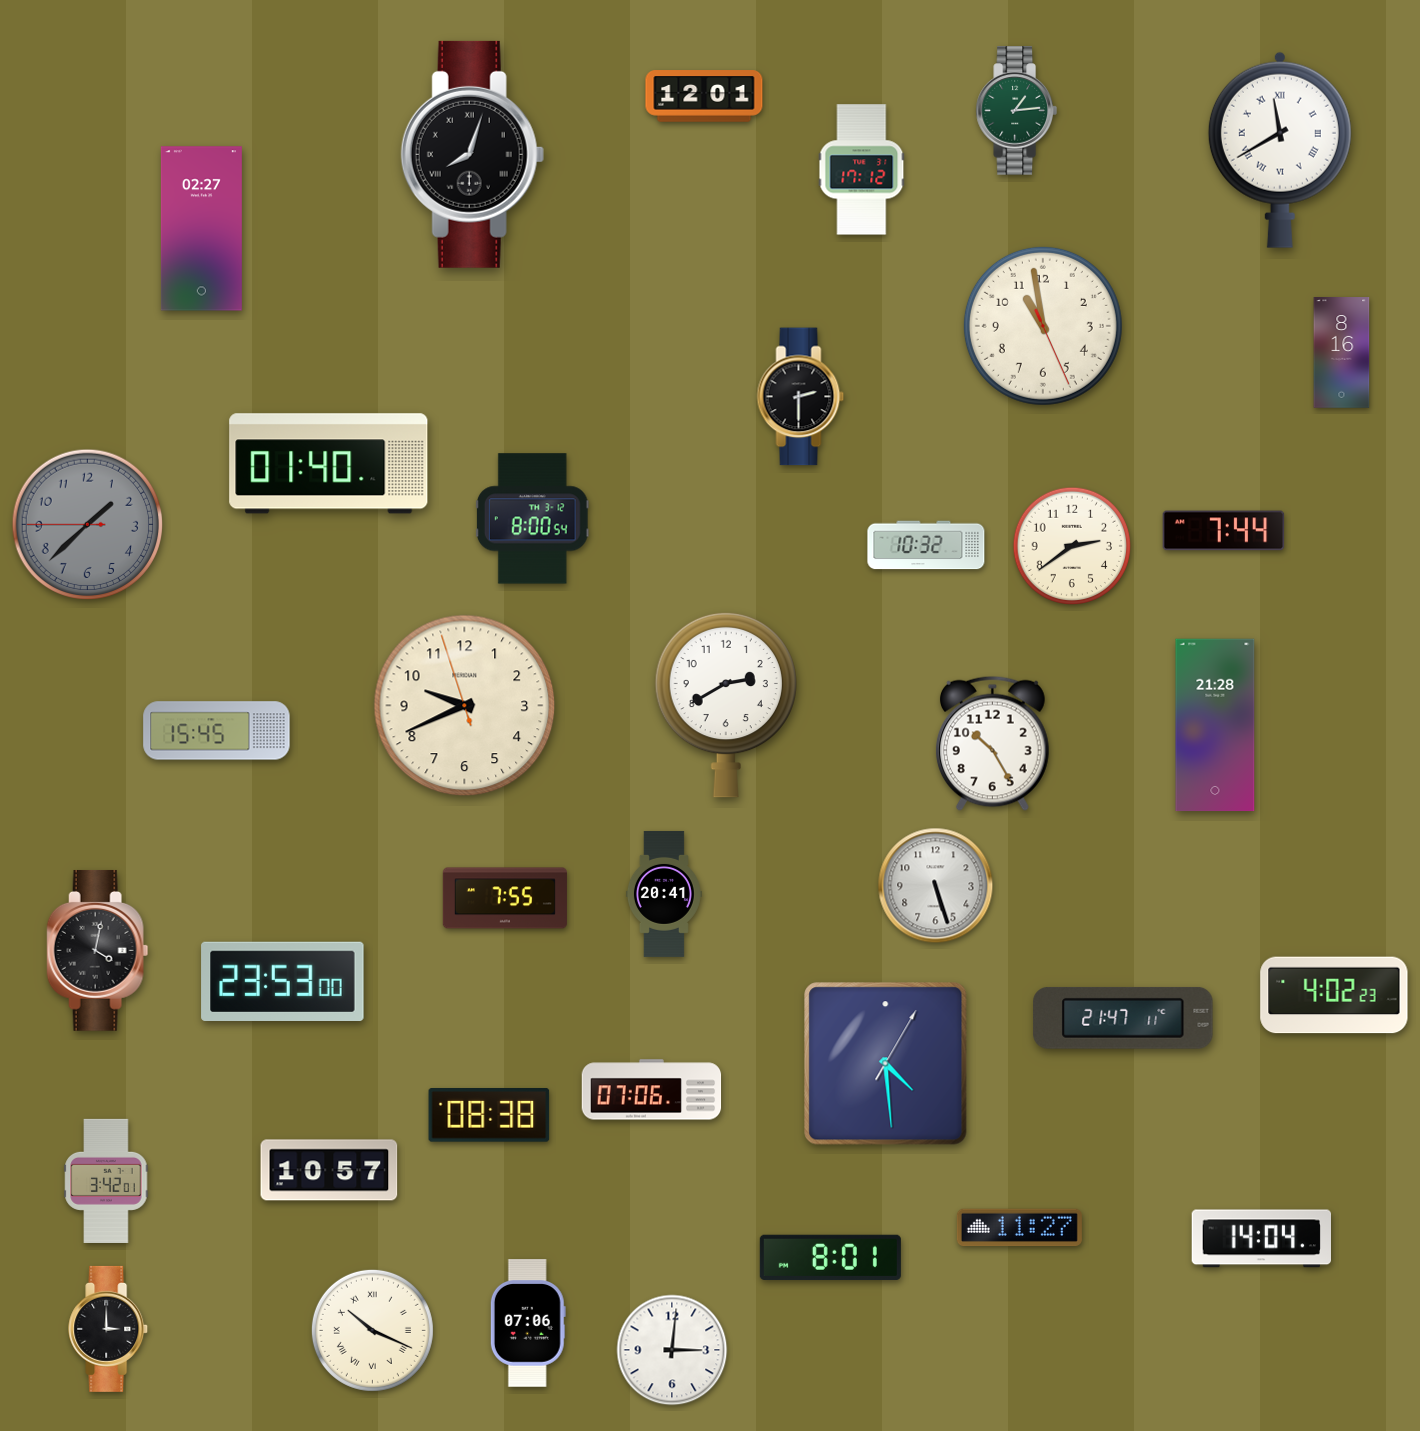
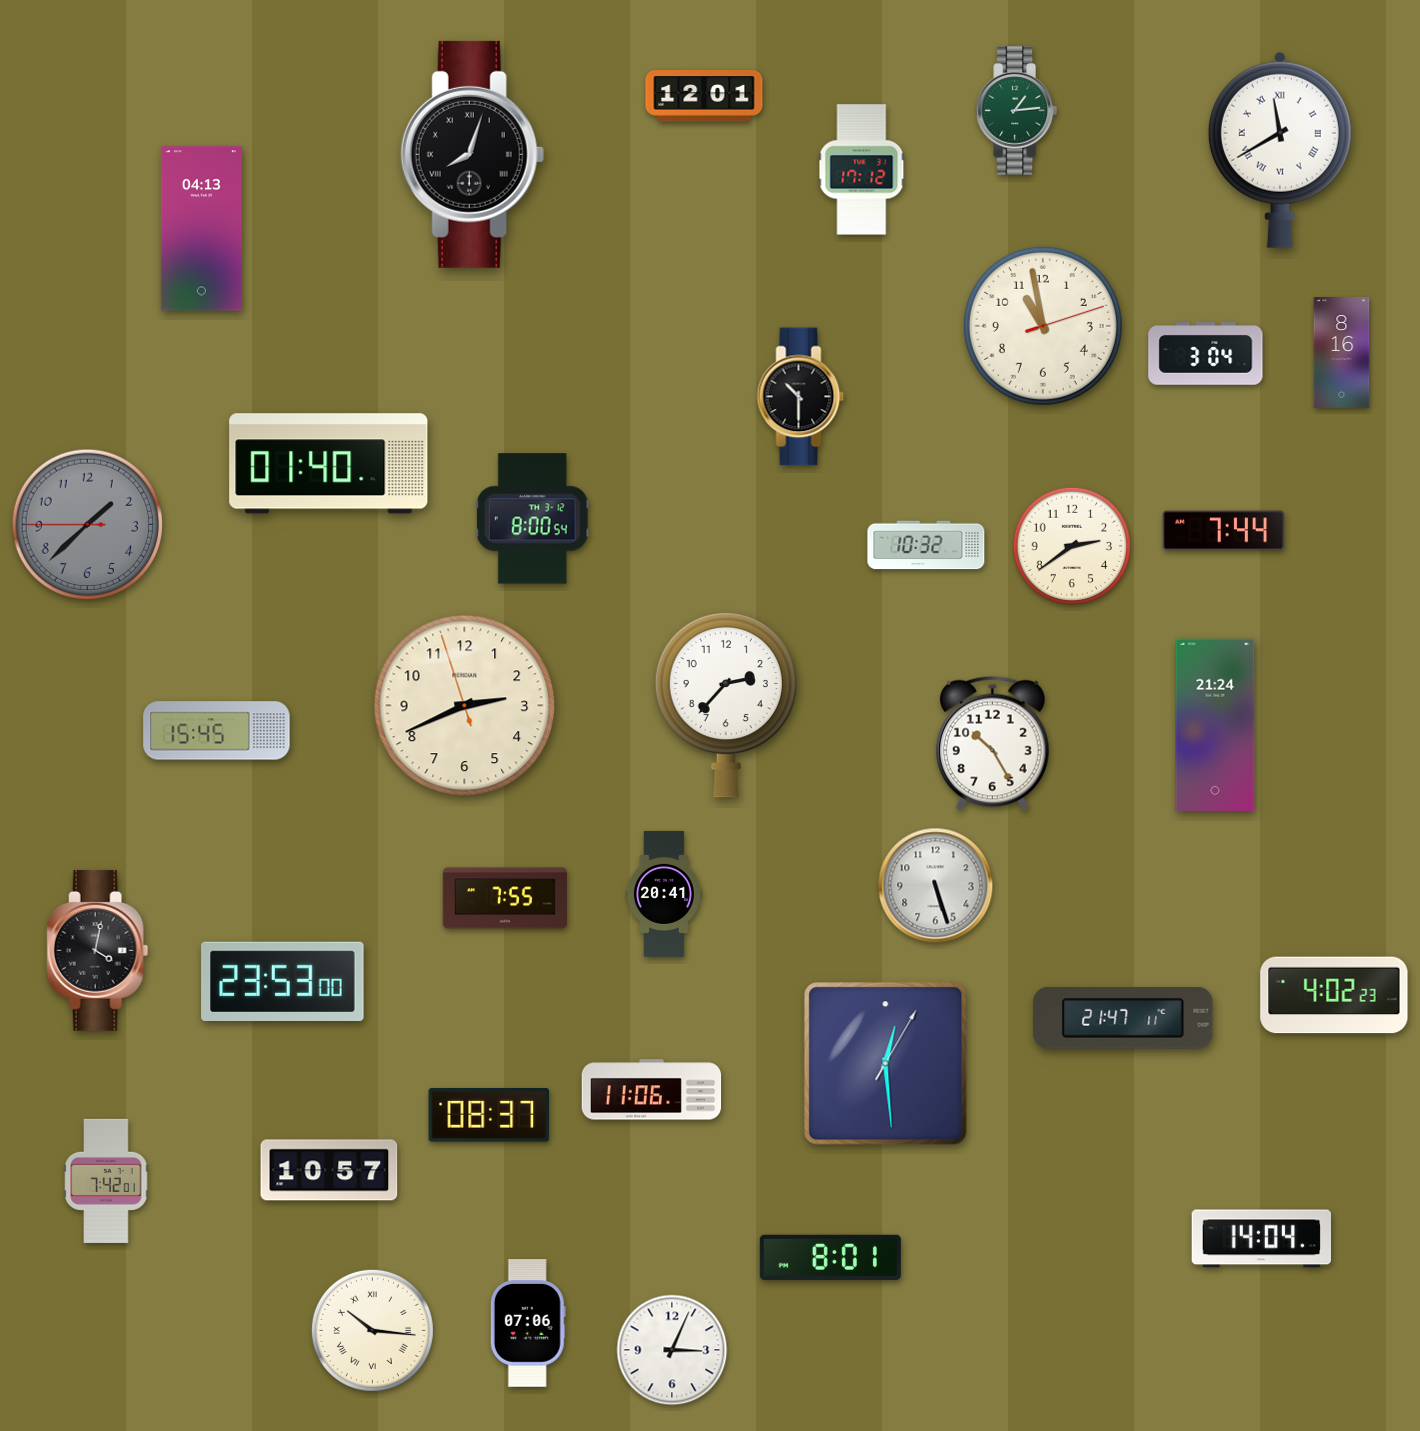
clock at (201, 229): 02:27 -> 04:13
clock at (1043, 326): 10:58:26 -> 10:58:12
clock at (1206, 354): none -> 3:04
clock at (801, 397): 2:30 -> 10:30
clock at (726, 705): 2:40 -> 2:37
clock at (465, 706): 9:40 -> 2:40
clock at (1215, 725): 21:28 -> 21:24
clock at (886, 1064): 4:29 -> 12:29
clock at (652, 1090): 07:06 -> 11:06
clock at (489, 1116): 08:38 -> 08:37
clock at (106, 1181): 3:42 -> 7:42
clock at (1019, 1228): 11:27 -> none
clock at (109, 1329): 3:00 -> none
clock at (372, 1330): 10:19 -> 10:16
clock at (672, 1350): 3:01 -> 3:04
